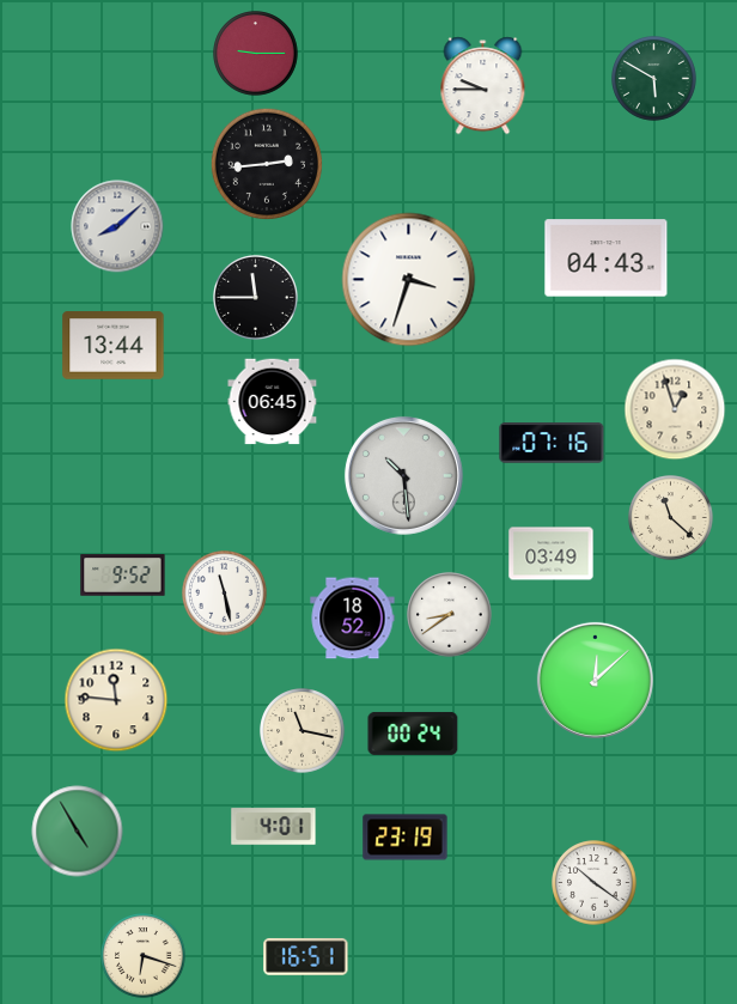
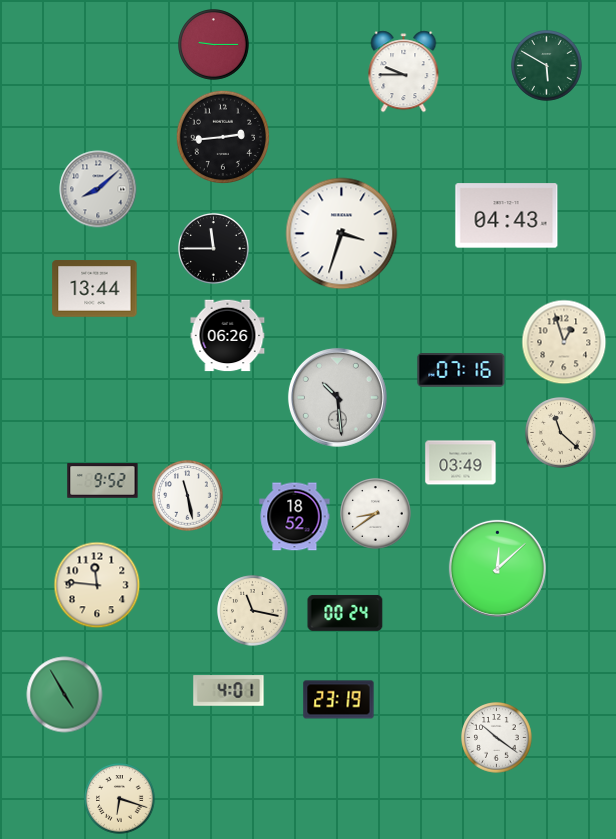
clock at (273, 402): 06:45 -> 06:26
clock at (306, 956): 16:51 -> none
